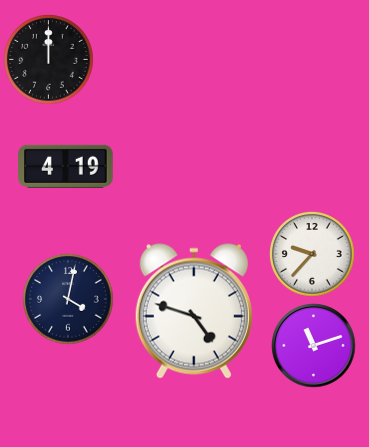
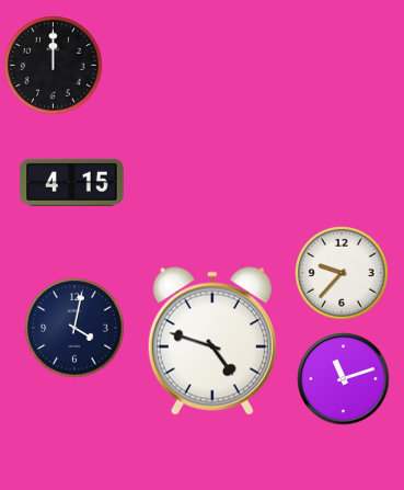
clock at (66, 166): 4:19 -> 4:15
clock at (312, 254) position: (312, 254) -> (342, 273)
